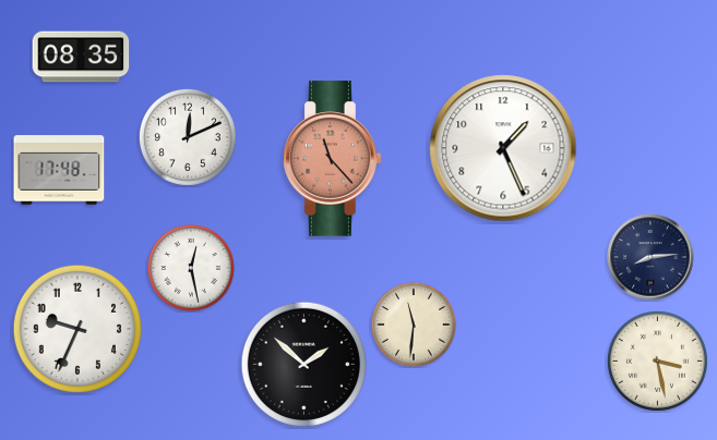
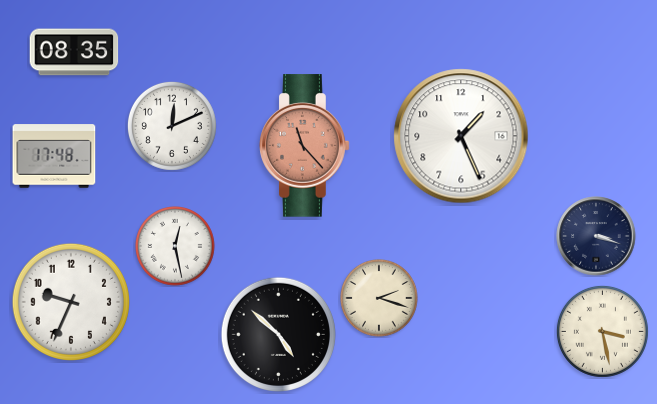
clock at (650, 257): 8:14 -> 3:18
clock at (415, 326): 11:31 -> 2:18
clock at (303, 364): 1:52 -> 4:52
